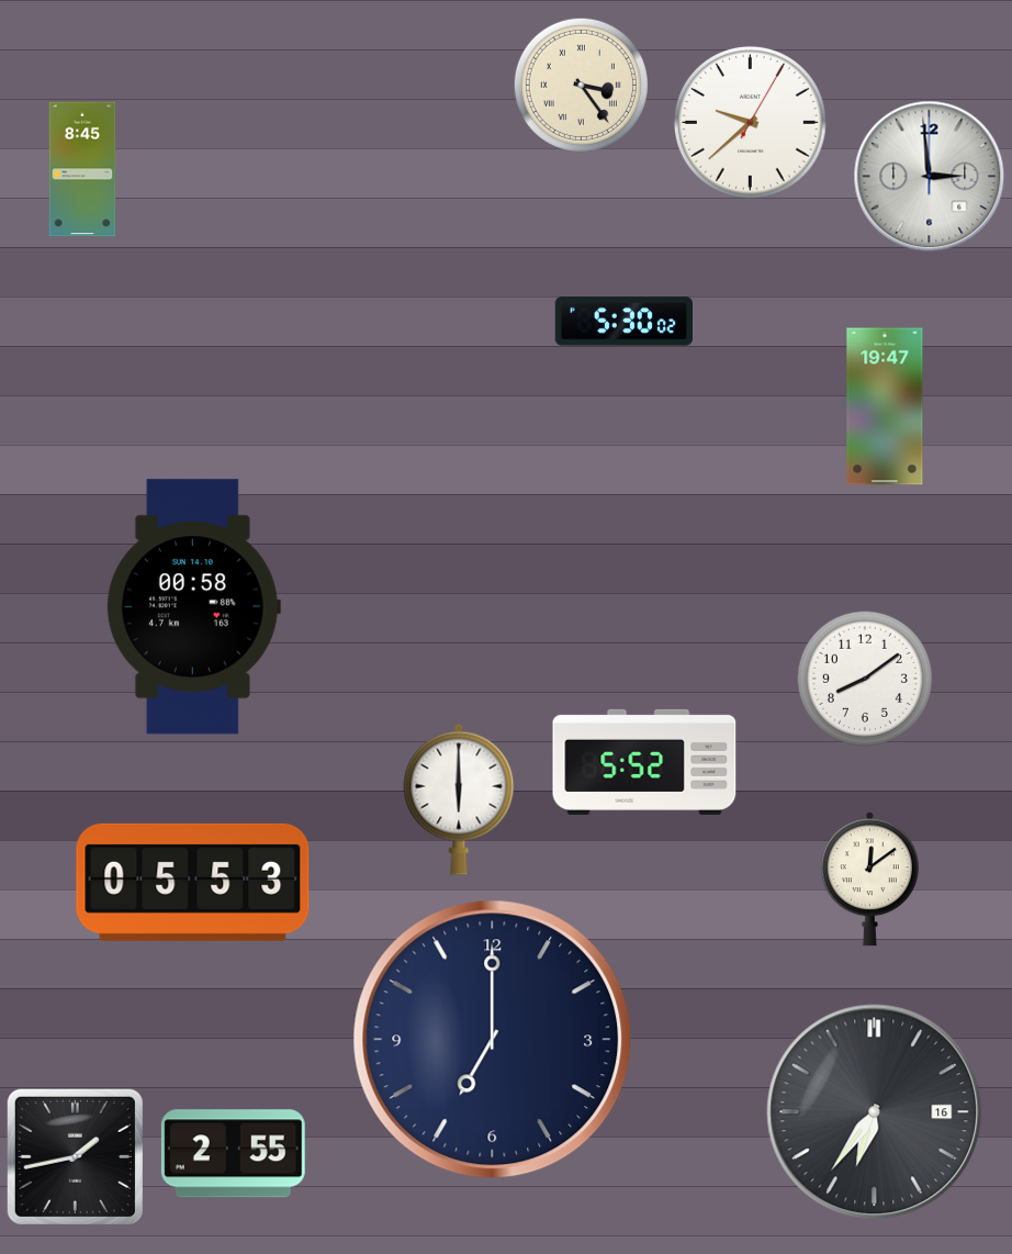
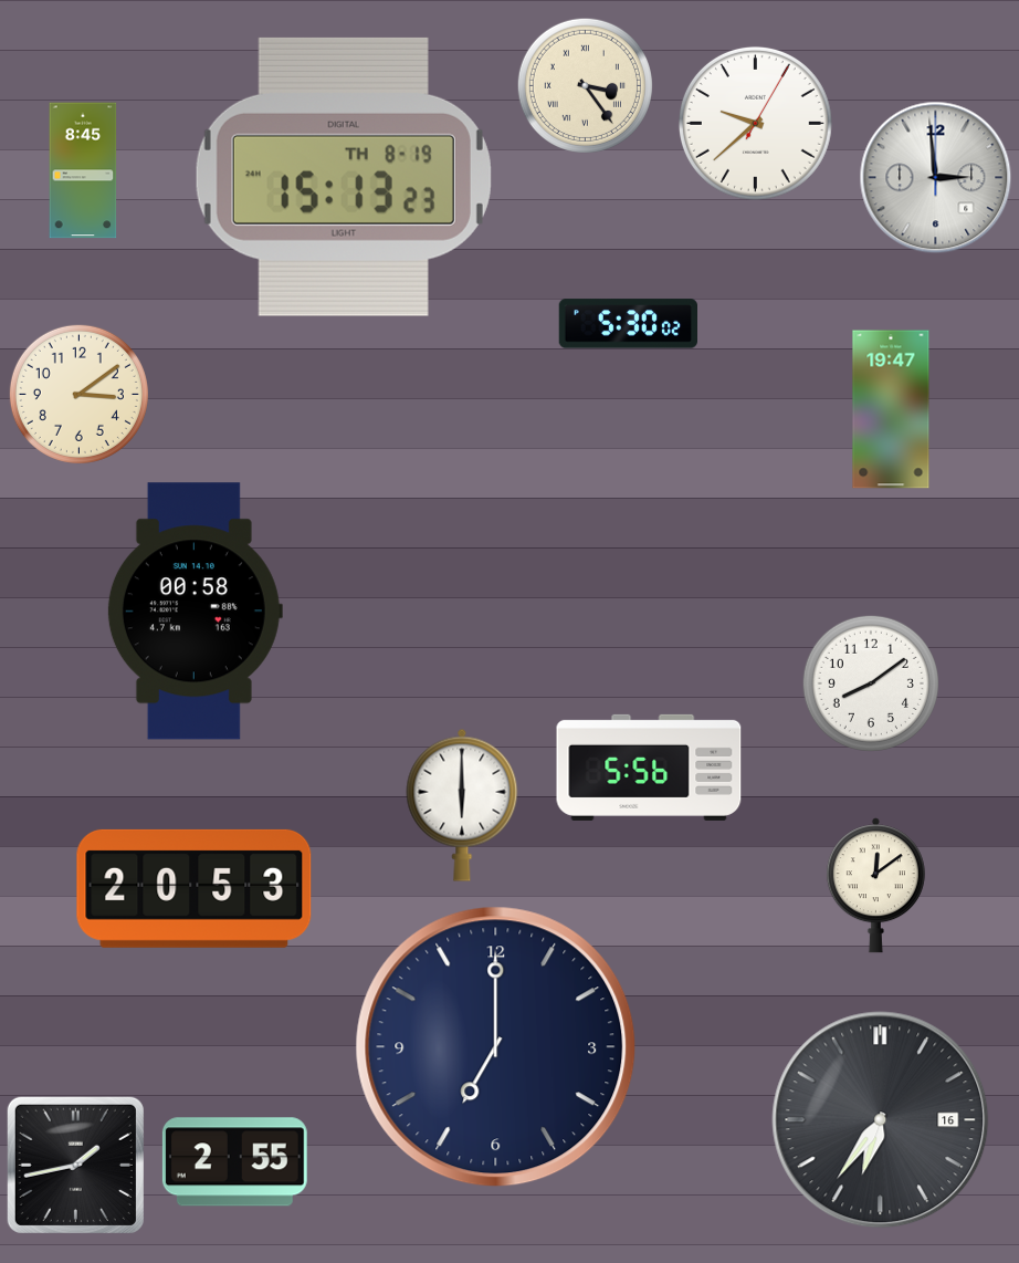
clock at (344, 177): none -> 15:13
clock at (78, 394): none -> 3:09
clock at (644, 762): 5:52 -> 5:56
clock at (193, 882): 05:53 -> 20:53
